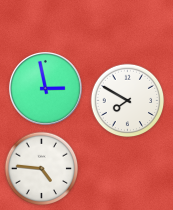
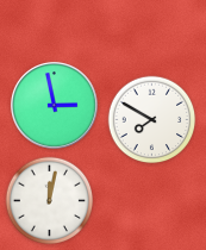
clock at (42, 169): 4:46 -> 12:02
